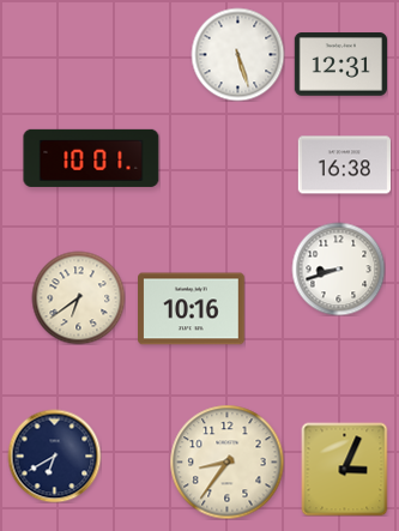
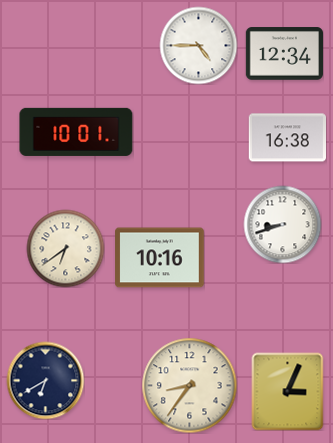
clock at (237, 54): 5:27 -> 4:45
clock at (340, 65): 12:31 -> 12:34
